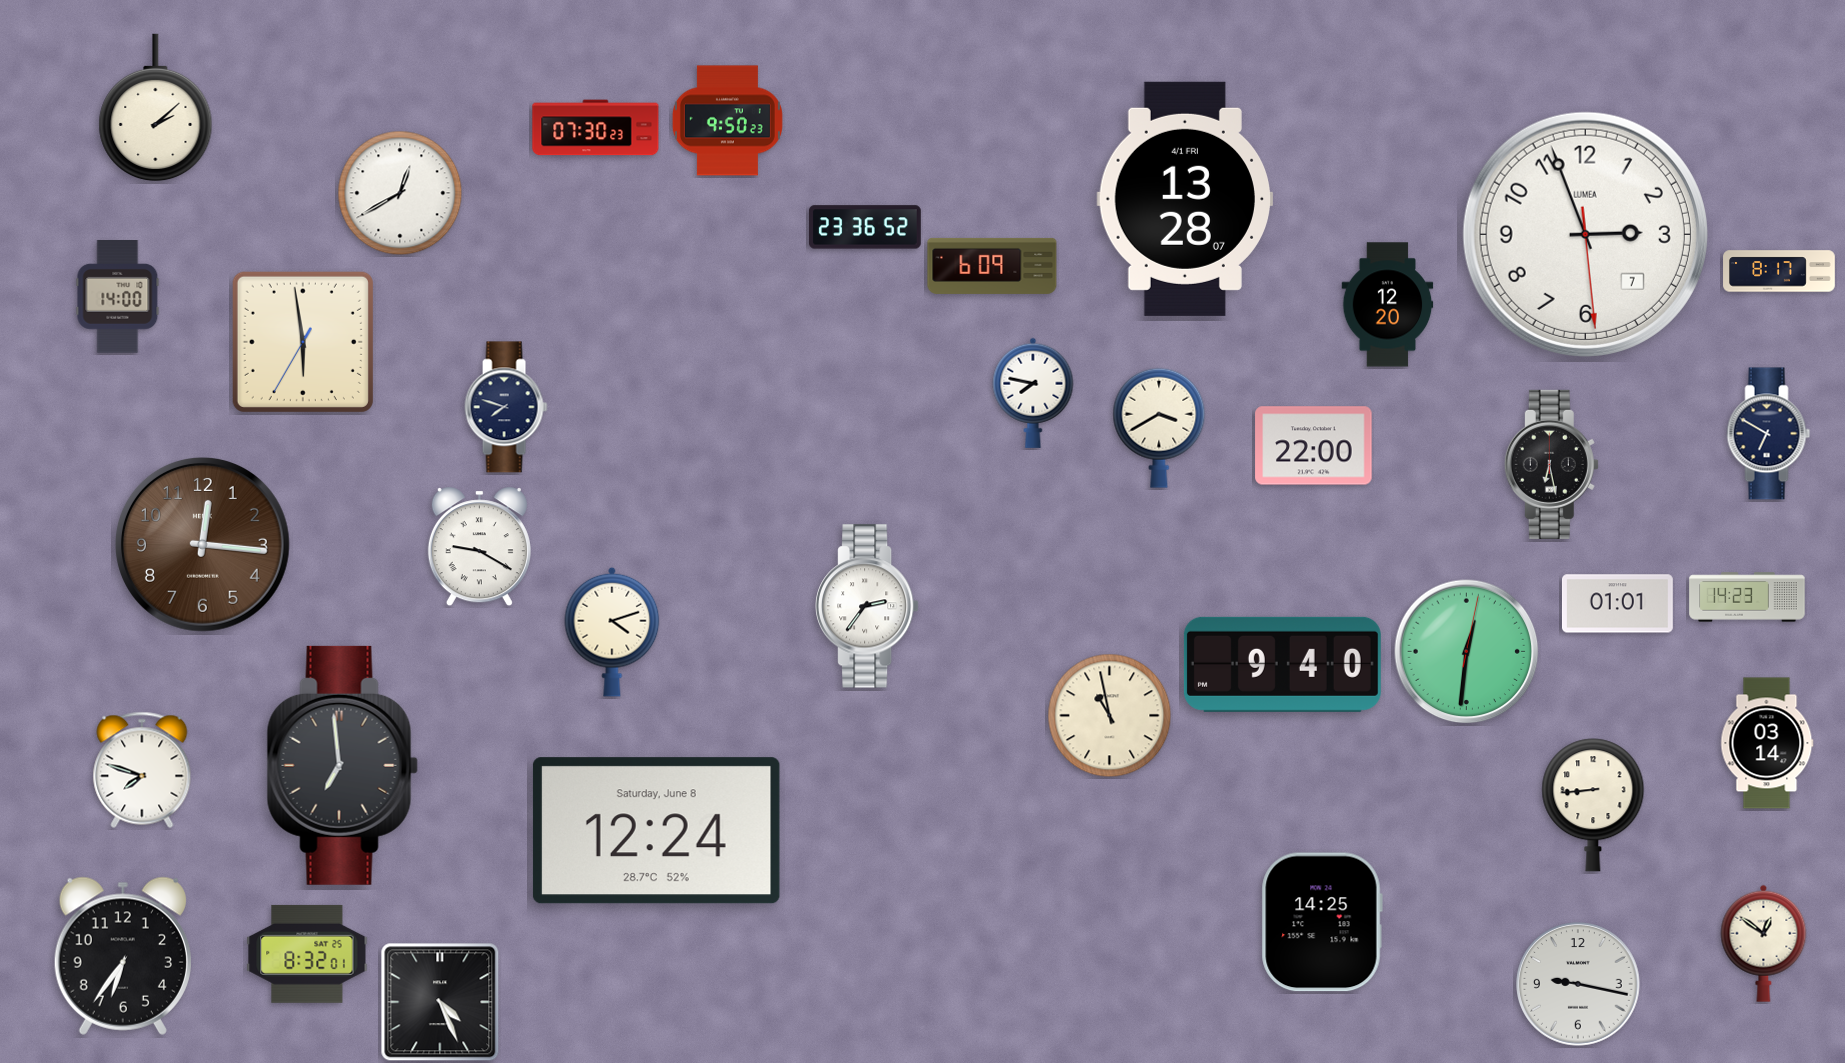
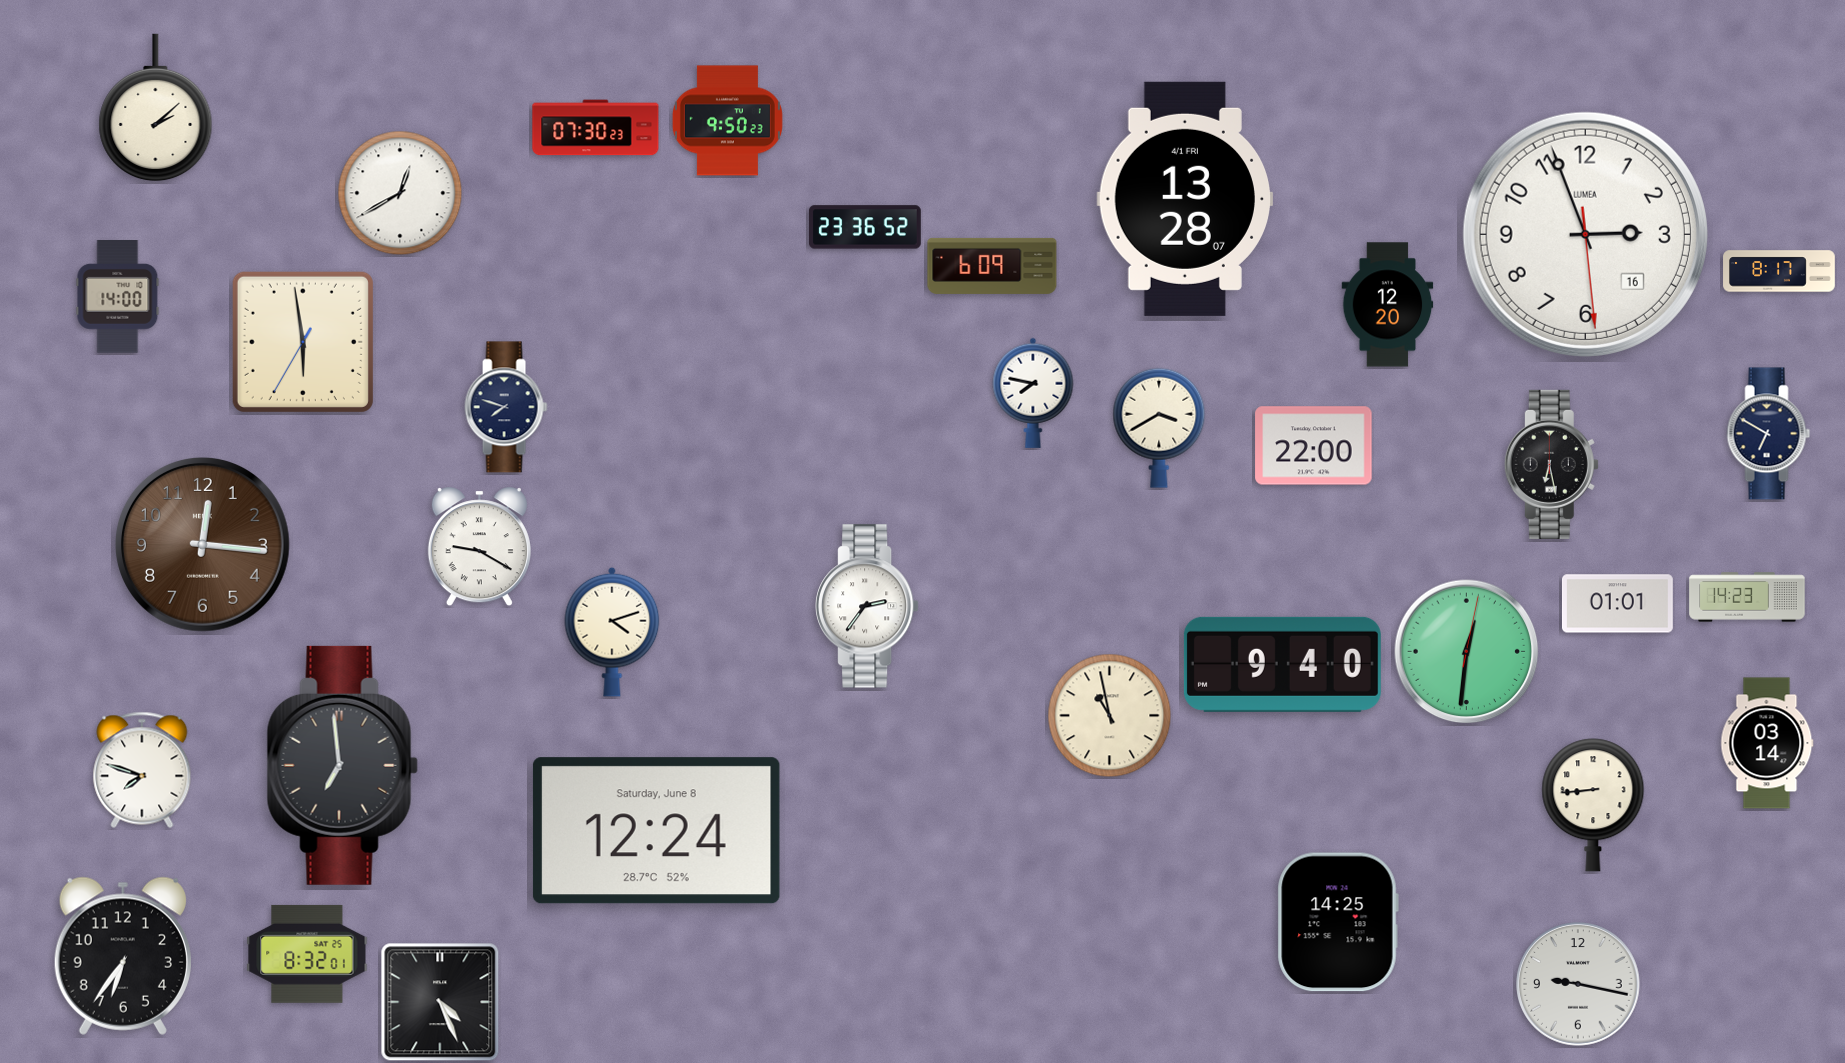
clock at (1585, 234) date: 7 -> 16
clock at (1322, 922) position: (1322, 922) -> (1338, 922)
clock at (1764, 943): 12:51 -> none
